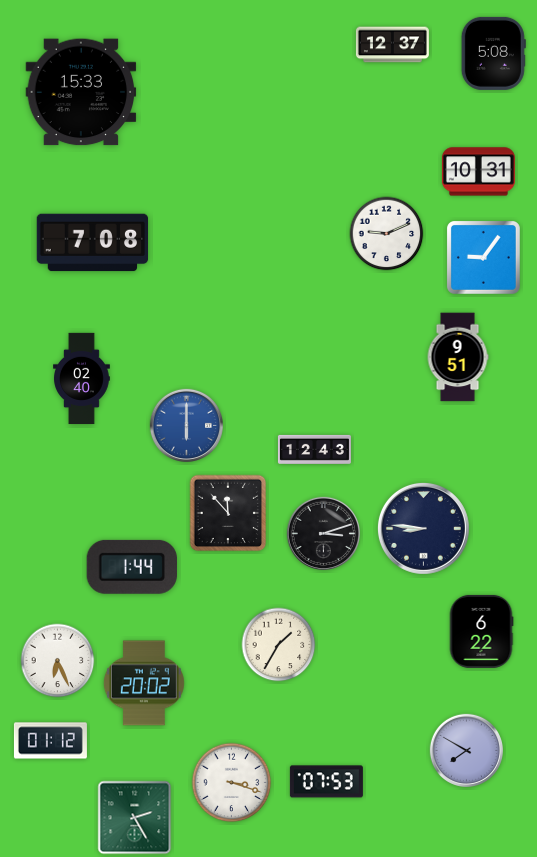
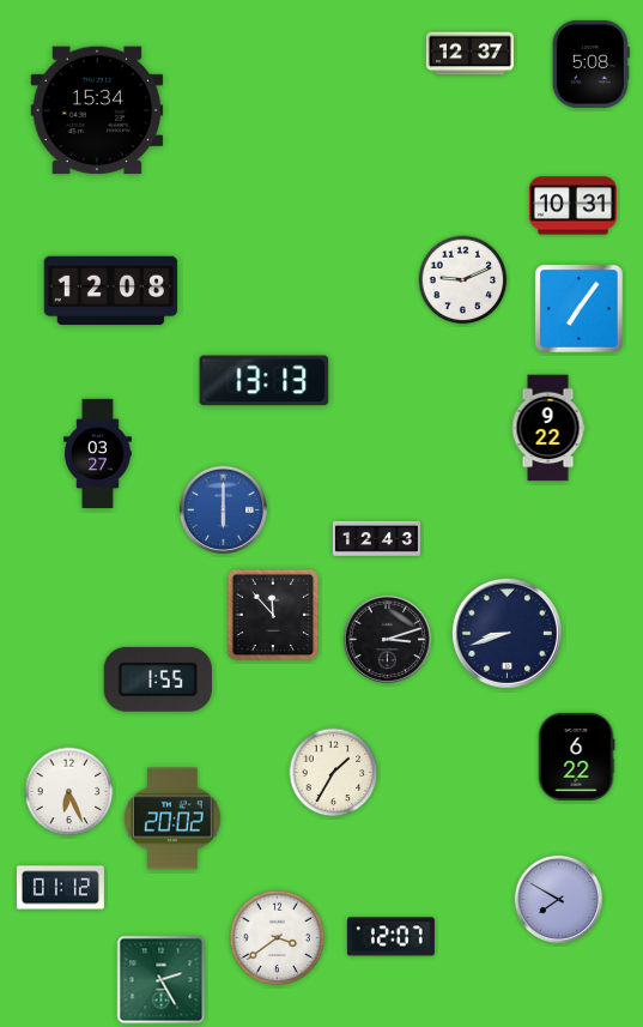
clock at (81, 92): 15:33 -> 15:34
clock at (93, 243): 7:08 -> 12:08
clock at (483, 257): 9:06 -> 7:06
clock at (265, 381): none -> 13:13
clock at (458, 357): 9:51 -> 9:22
clock at (82, 379): 02:40 -> 03:27
clock at (423, 528): 8:46 -> 8:42
clock at (132, 567): 1:44 -> 1:55
clock at (326, 782): 07:53 -> 12:07
clock at (232, 783): 3:18 -> 3:39
